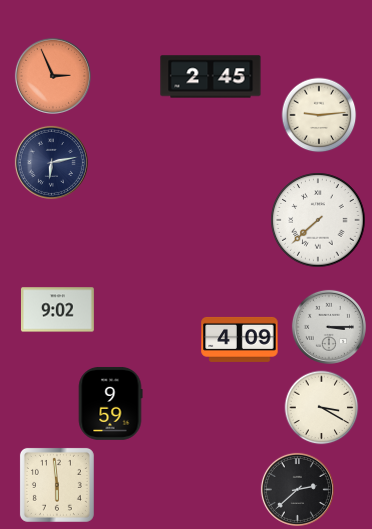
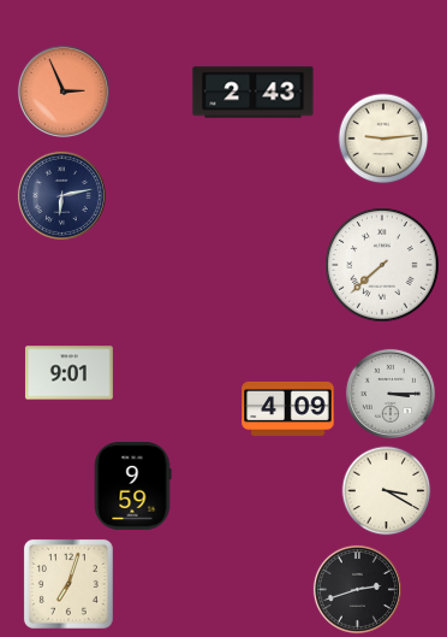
clock at (211, 77): 2:45 -> 2:43
clock at (57, 310): 9:02 -> 9:01
clock at (329, 327) position: (329, 327) -> (391, 394)
clock at (57, 485): 5:59 -> 7:03
clock at (297, 489): 2:38 -> 2:42
